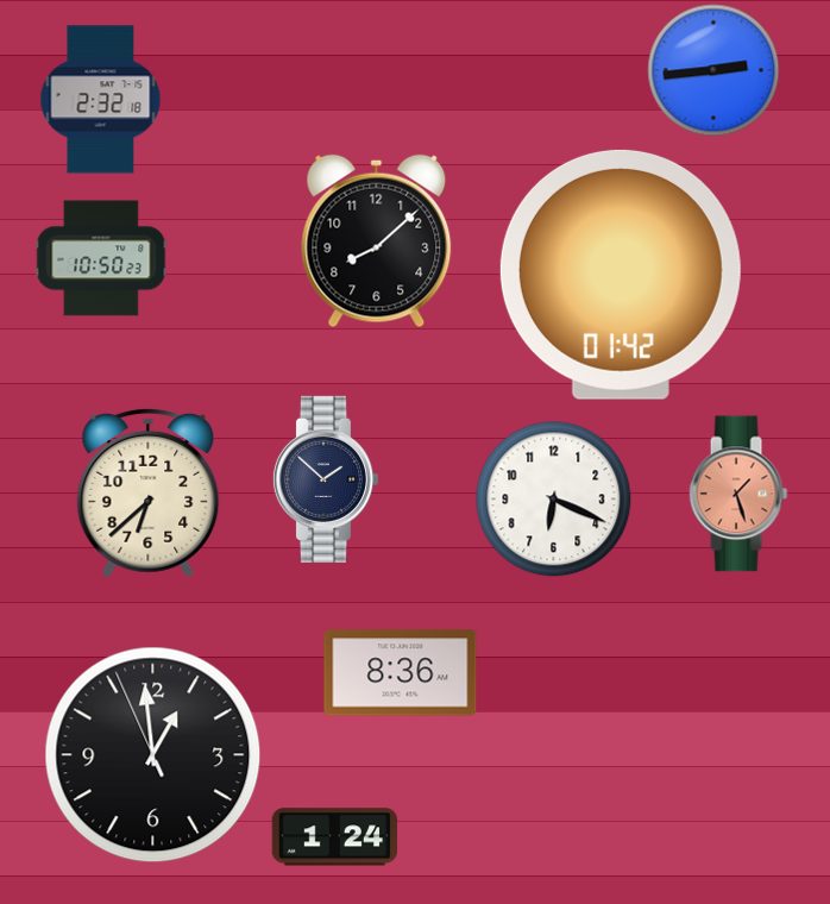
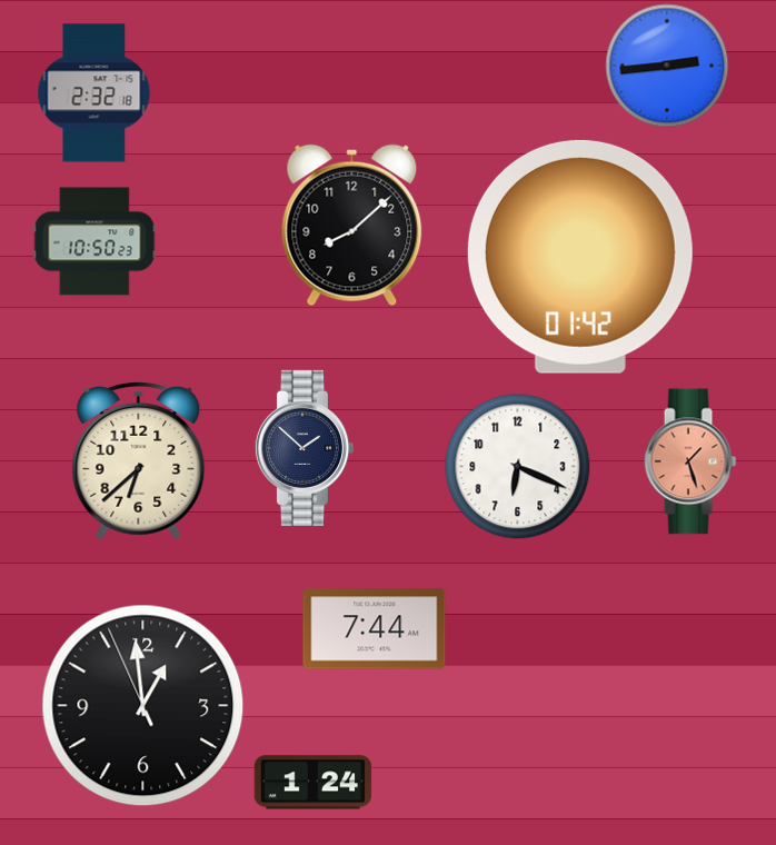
clock at (401, 673): 8:36 -> 7:44
